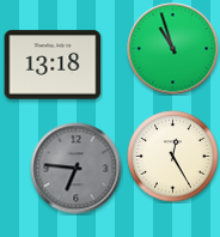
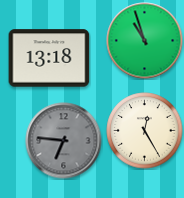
clock at (53, 65) position: (53, 65) -> (49, 58)
